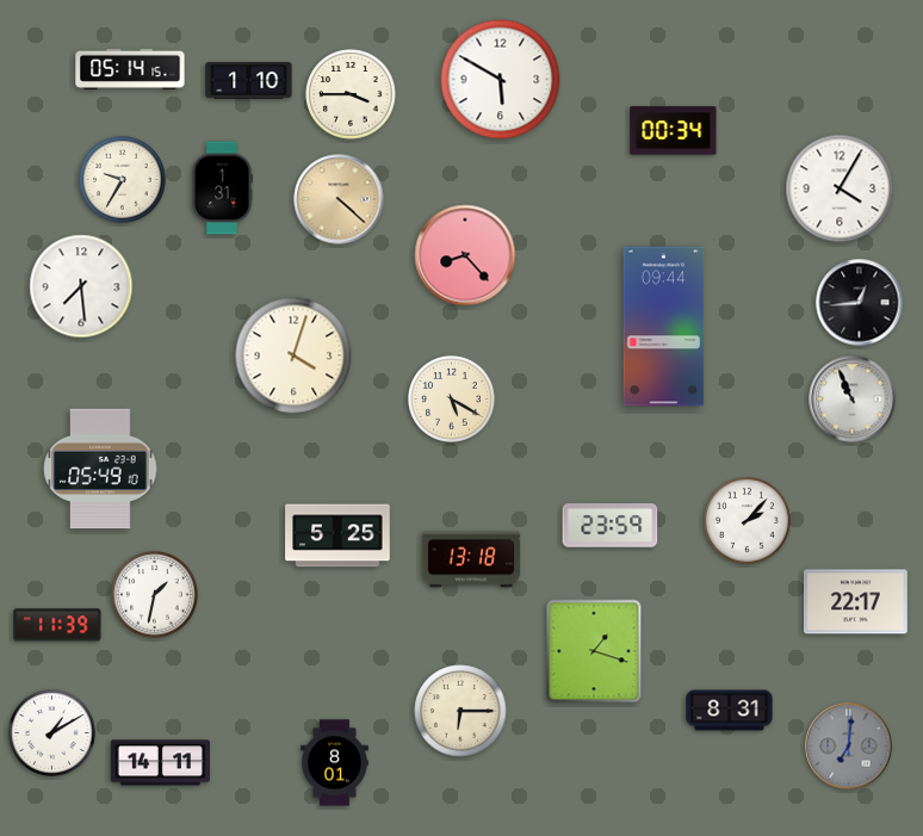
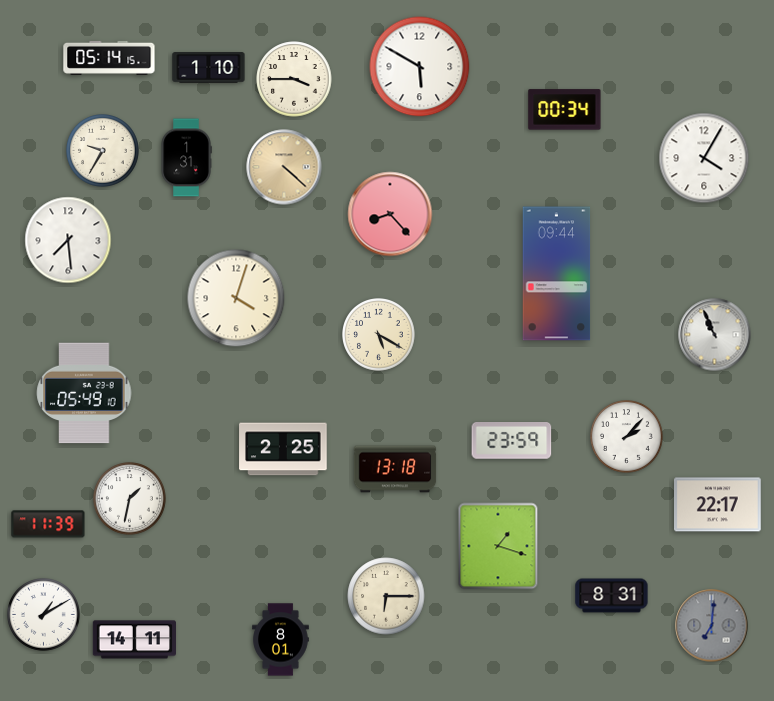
clock at (860, 303): 12:44 -> none
clock at (293, 355) position: (293, 355) -> (236, 298)
clock at (337, 535): 5:25 -> 2:25
